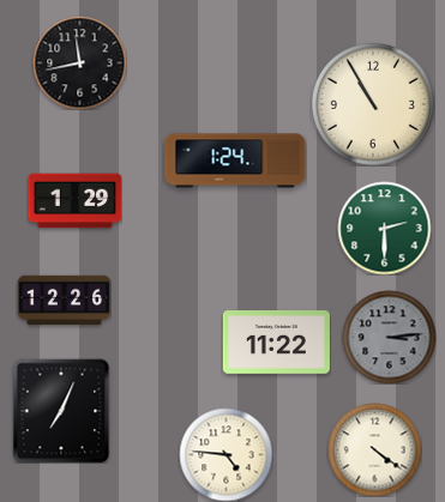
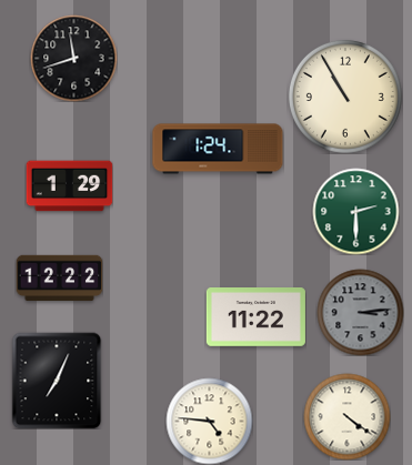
clock at (79, 62): 11:43 -> 11:42
clock at (64, 301): 12:26 -> 12:22
